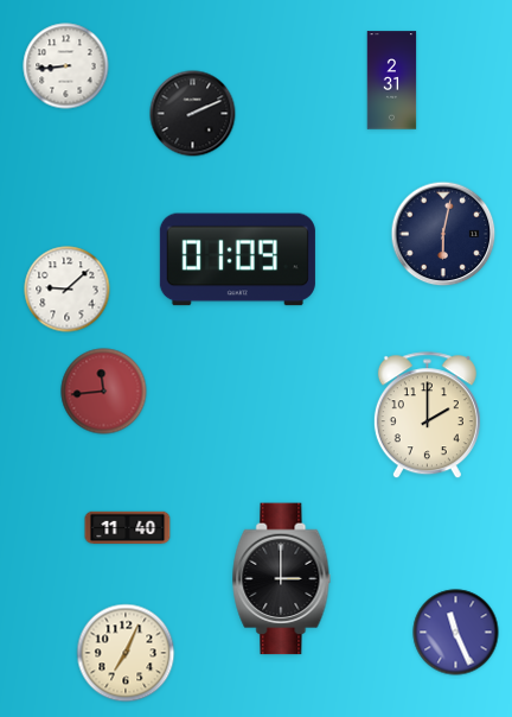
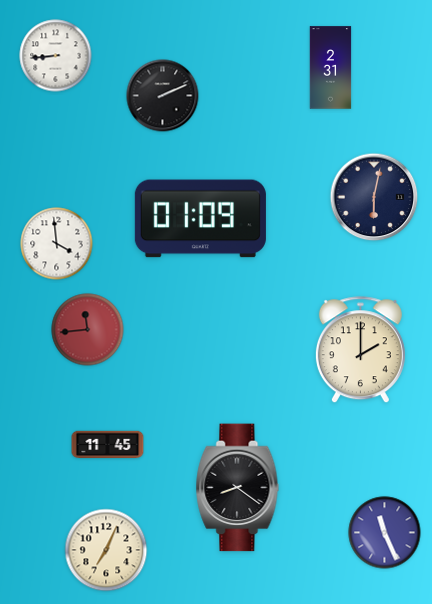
clock at (68, 290): 9:08 -> 3:59
clock at (128, 528): 11:40 -> 11:45
clock at (282, 579): 3:00 -> 8:21
